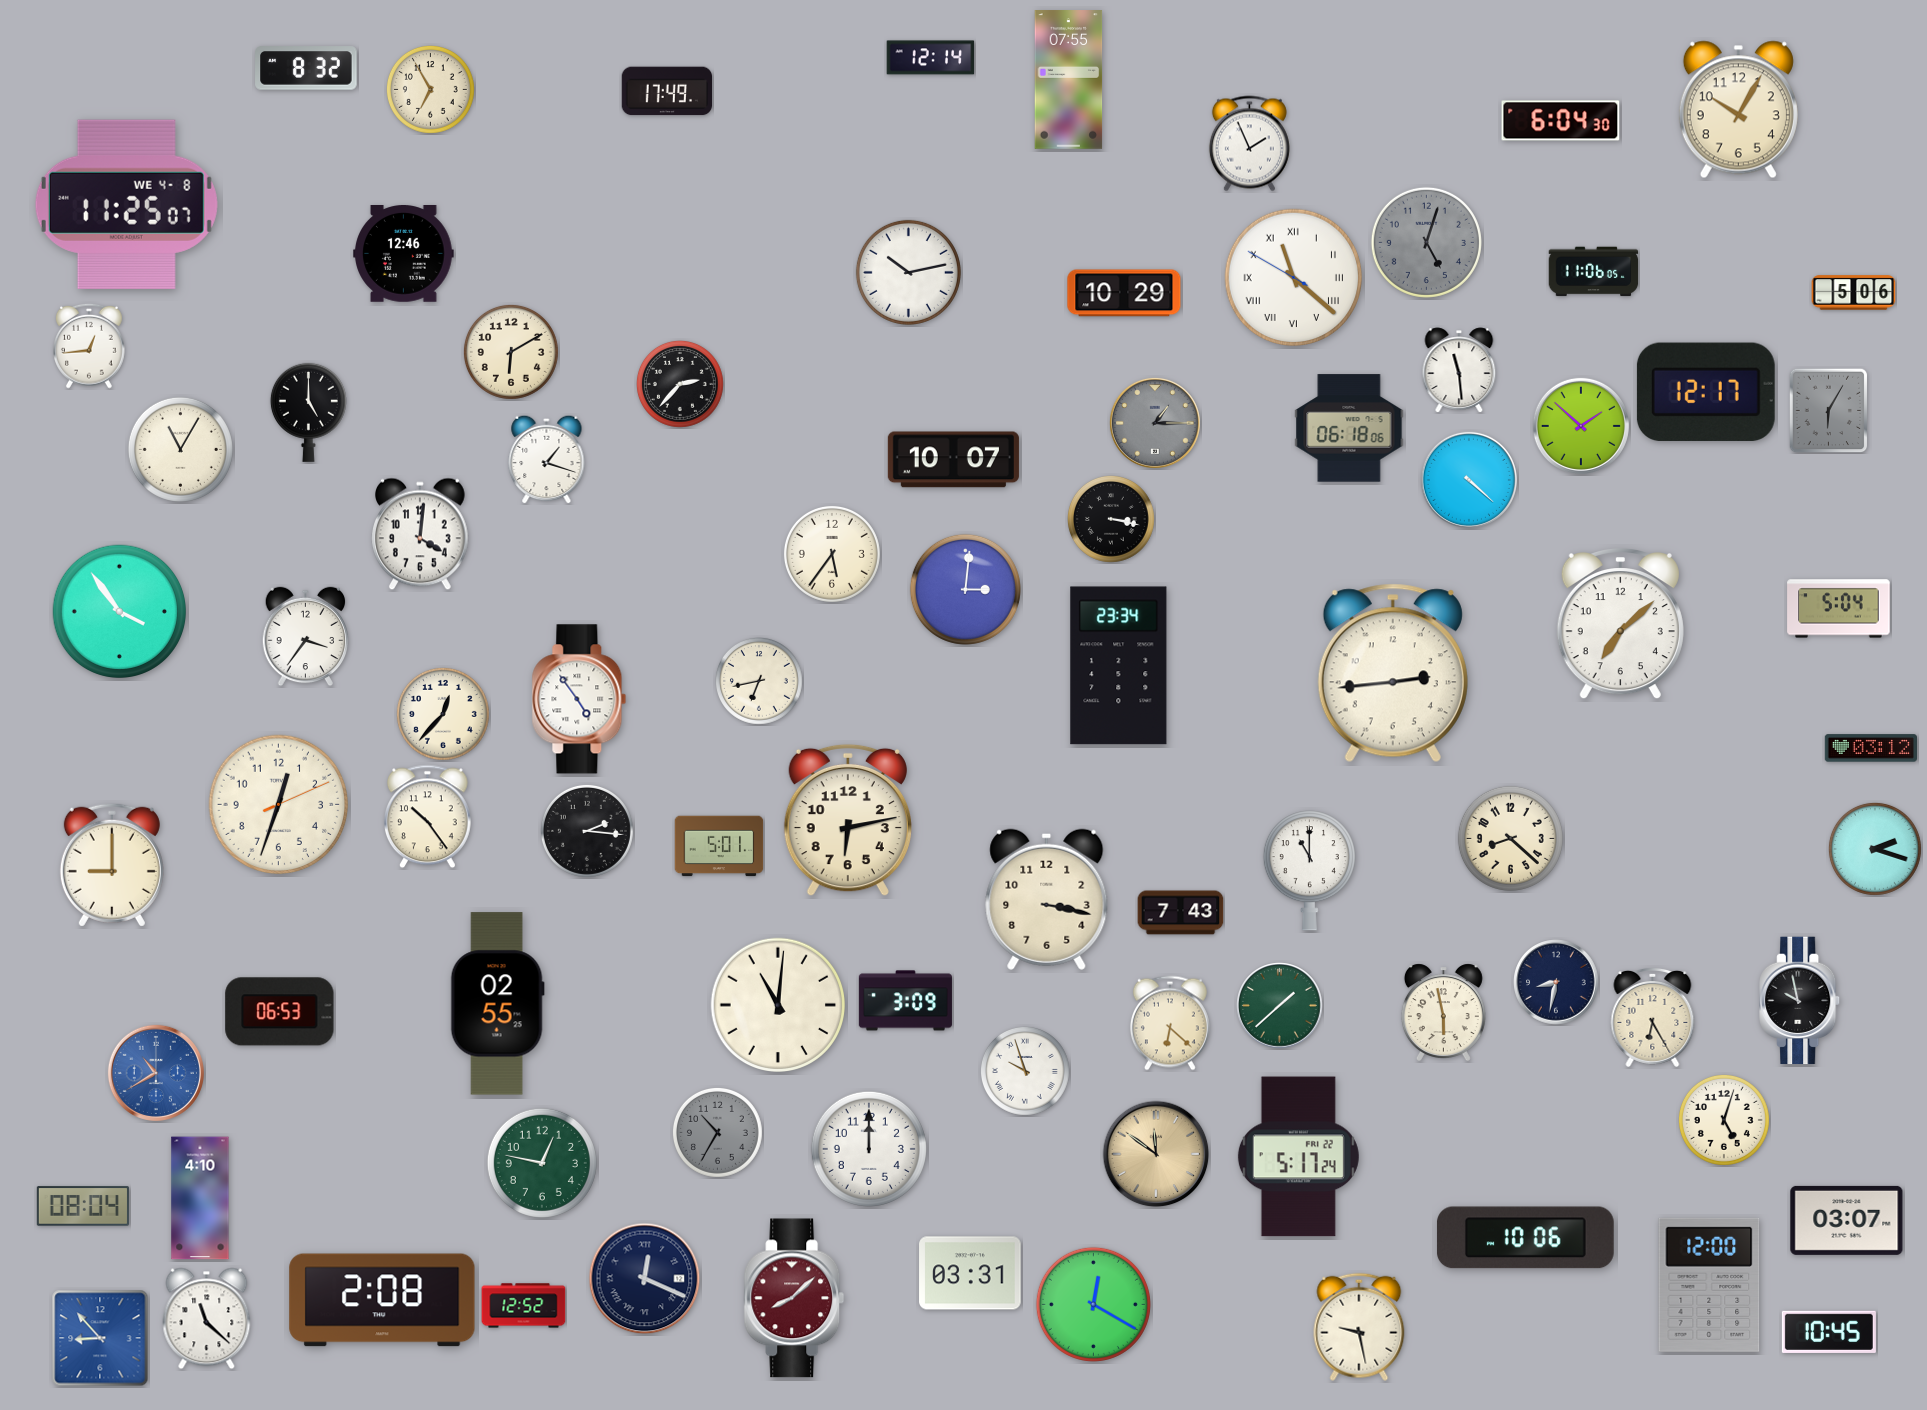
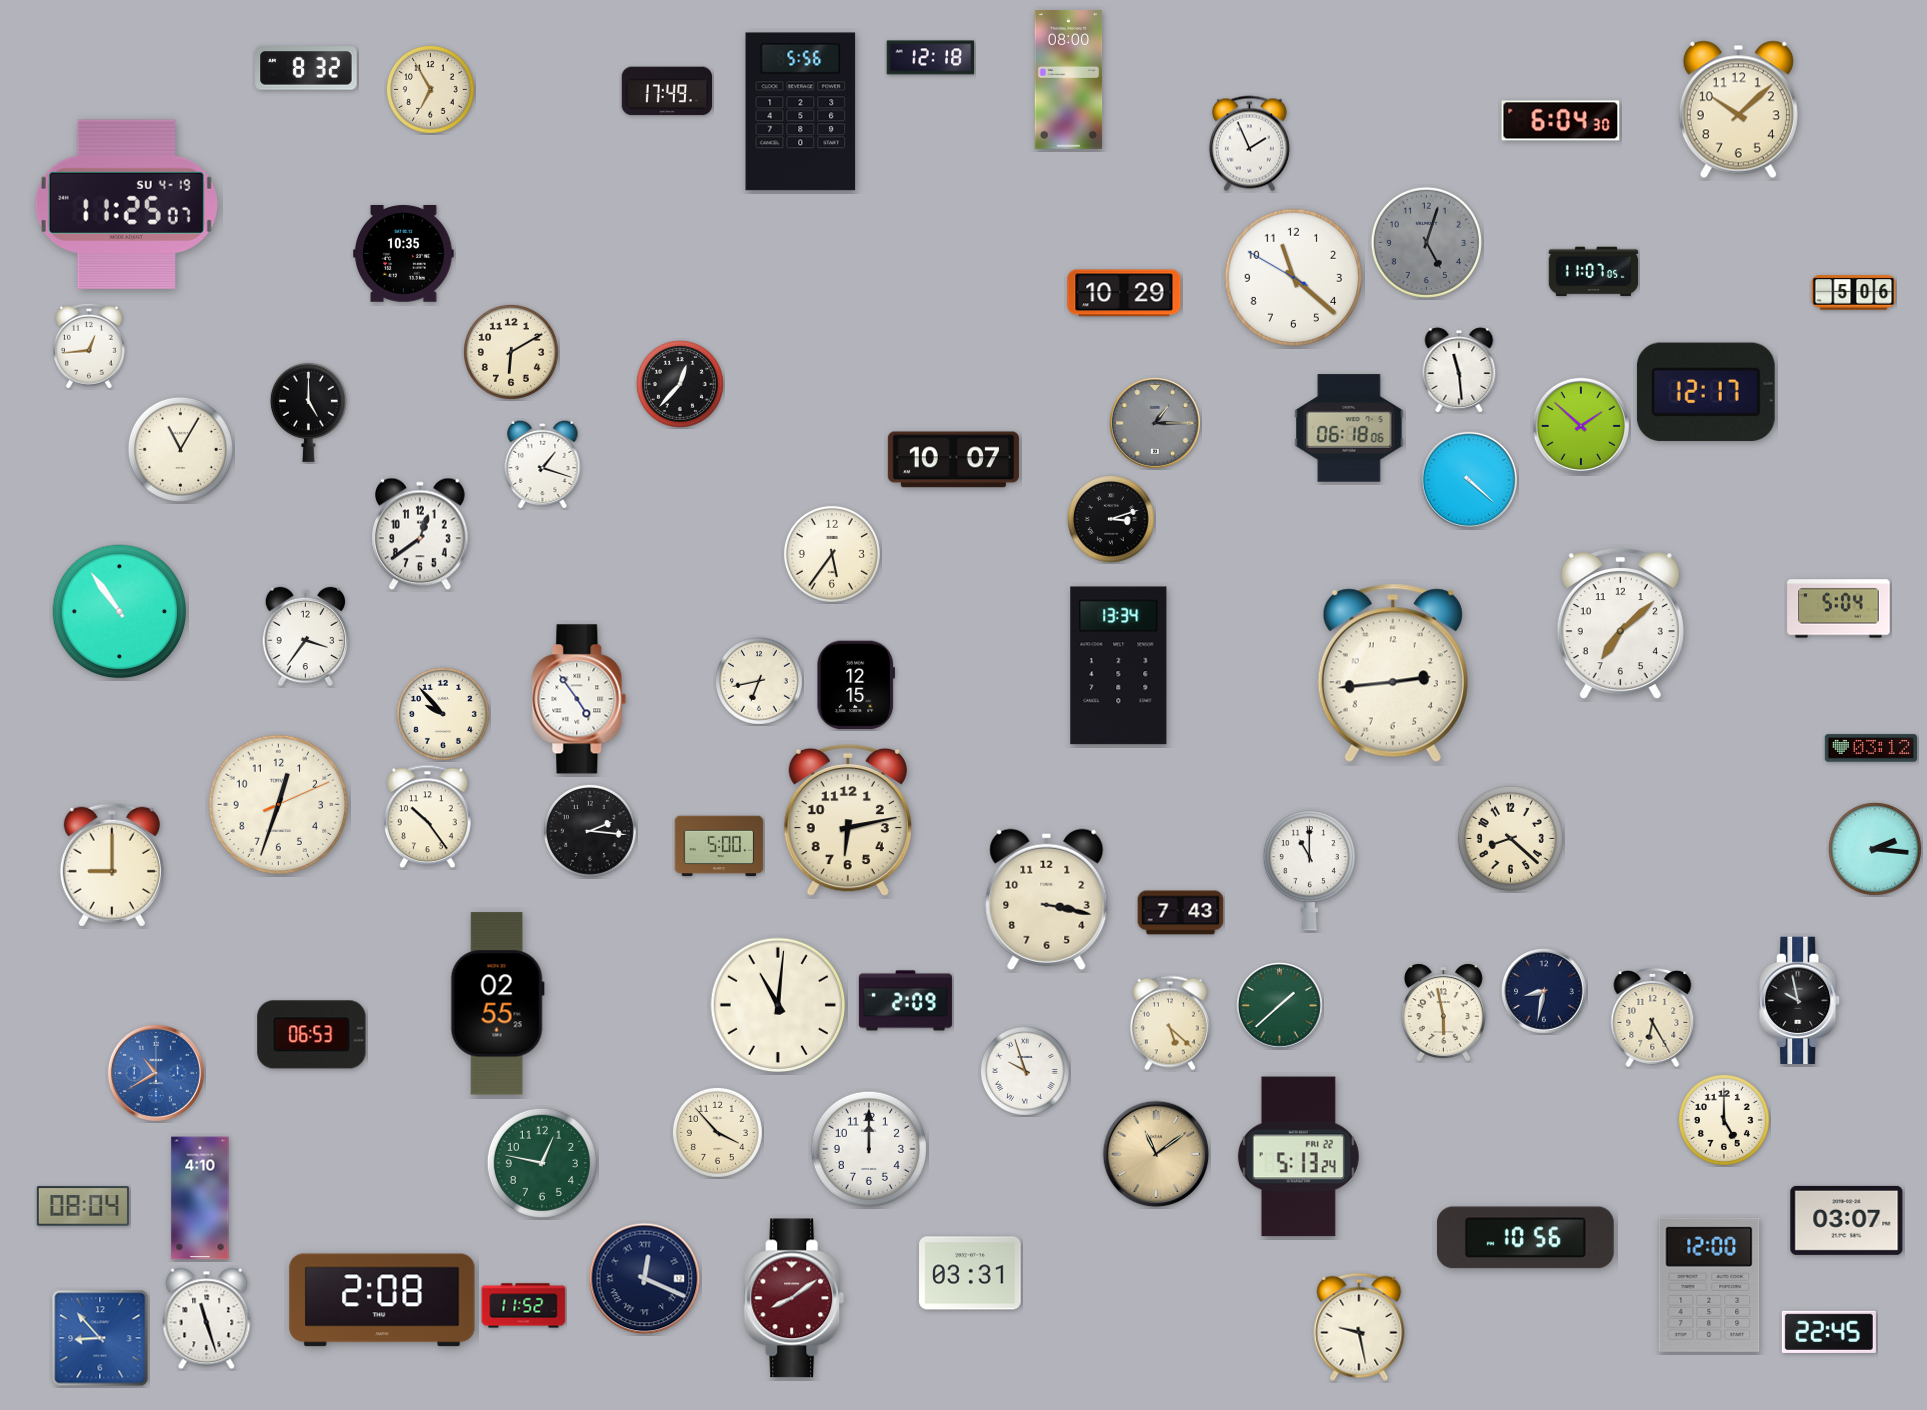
clock at (931, 58): 12:14 -> 12:18
clock at (1069, 80): 07:55 -> 08:00
clock at (1738, 110): 10:05 -> 10:08
clock at (801, 112): none -> 5:56
clock at (126, 204) date: WE 4-8 -> SU 4-19
clock at (404, 254): 12:46 -> 10:35
clock at (908, 272): 10:13 -> none
clock at (1594, 272): 11:06 -> 11:07
clock at (1294, 278) numerals: Roman -> Arabic
clock at (681, 385): 2:37 -> 12:37
clock at (1829, 410): 6:05 -> none
clock at (547, 459) position: (547, 459) -> (543, 464)
clock at (1112, 520): 3:17 -> 3:12
clock at (421, 534): 4:01 -> 12:39
clock at (965, 589): 3:01 -> none
clock at (119, 611): 3:54 -> 10:54
clock at (1119, 666): 23:34 -> 13:34
clock at (855, 685): none -> 12:15
clock at (443, 714): 12:37 -> 9:53
clock at (587, 831) position: (587, 831) -> (590, 831)
clock at (719, 846): 5:01 -> 5:00
clock at (1875, 849): 2:18 -> 2:16
clock at (1556, 982) position: (1556, 982) -> (1544, 991)
clock at (905, 1001): 3:09 -> 2:09
clock at (280, 1012) position: (280, 1012) -> (312, 1035)
clock at (1170, 1023): 6:22 -> 5:22
clock at (1724, 1120): 5:03 -> 5:00
clock at (717, 1132): 10:35 -> 3:53
clock at (717, 1132) dial: grey -> cream
clock at (1156, 1154): 11:51 -> 11:09
clock at (1298, 1157): 5:17 -> 5:13
clock at (1525, 1238): 10:06 -> 10:56
clock at (794, 1298): 8:08 -> 8:09
clock at (1093, 1304): 12:20 -> none
clock at (524, 1306): 12:52 -> 11:52
clock at (207, 1319): 11:22 -> 11:27
clock at (1829, 1332): 10:45 -> 22:45
